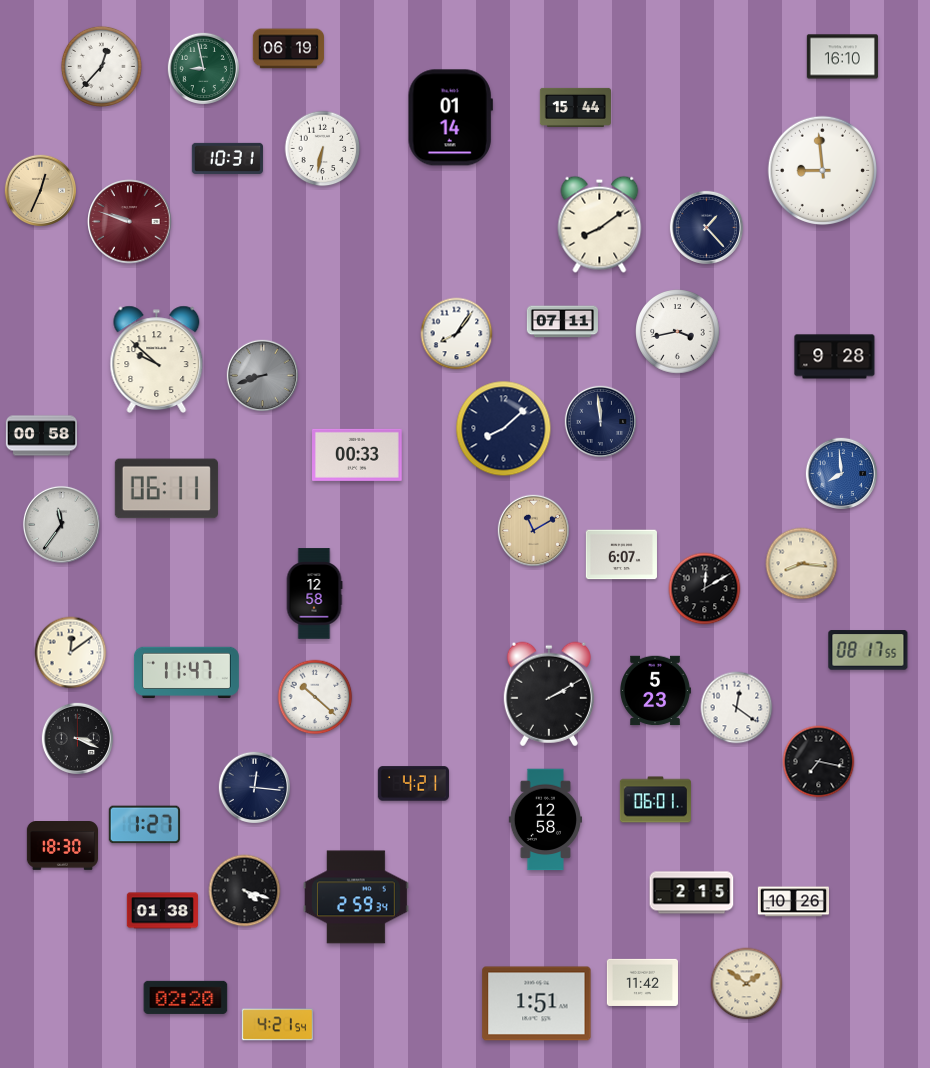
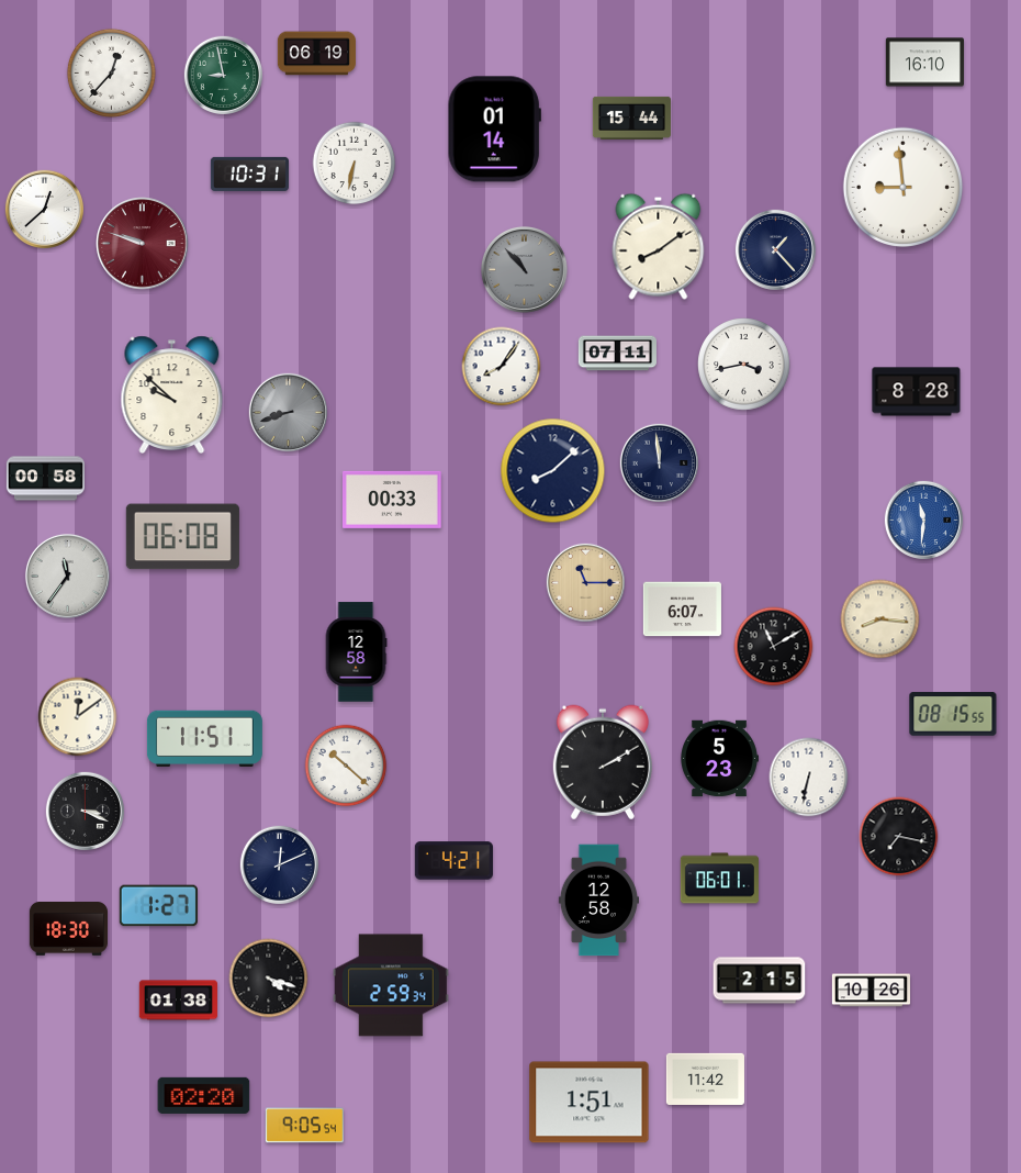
clock at (40, 190): 12:34 -> 12:38
clock at (40, 190) dial: champagne -> white
clock at (524, 269): none -> 10:53
clock at (835, 357): 9:28 -> 8:28
clock at (841, 473): 7:59 -> 11:31
clock at (166, 489): 06:11 -> 06:08
clock at (533, 530): 11:10 -> 11:15
clock at (705, 589): 12:10 -> 11:10
clock at (314, 594) position: (314, 594) -> (356, 652)
clock at (868, 650): 08:17 -> 08:15
clock at (186, 673): 11:47 -> 11:51
clock at (737, 708): 12:21 -> 6:32
clock at (254, 787): 12:16 -> 12:11
clock at (747, 984): 1:51 -> none
clock at (277, 1025): 4:21 -> 9:05
